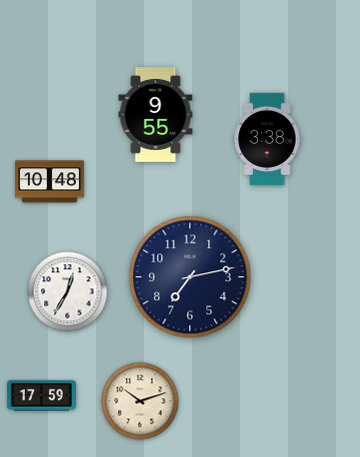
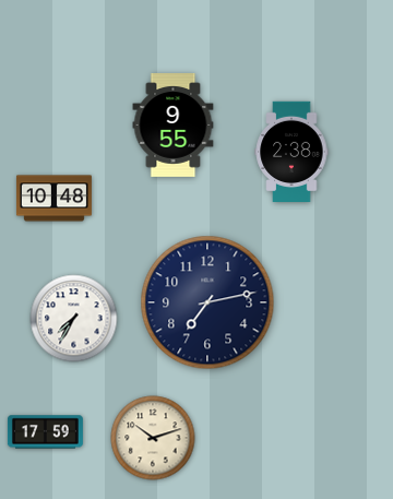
clock at (156, 115) position: (156, 115) -> (174, 126)
clock at (267, 139): 3:38 -> 2:38
clock at (68, 292): 12:35 -> 7:35
